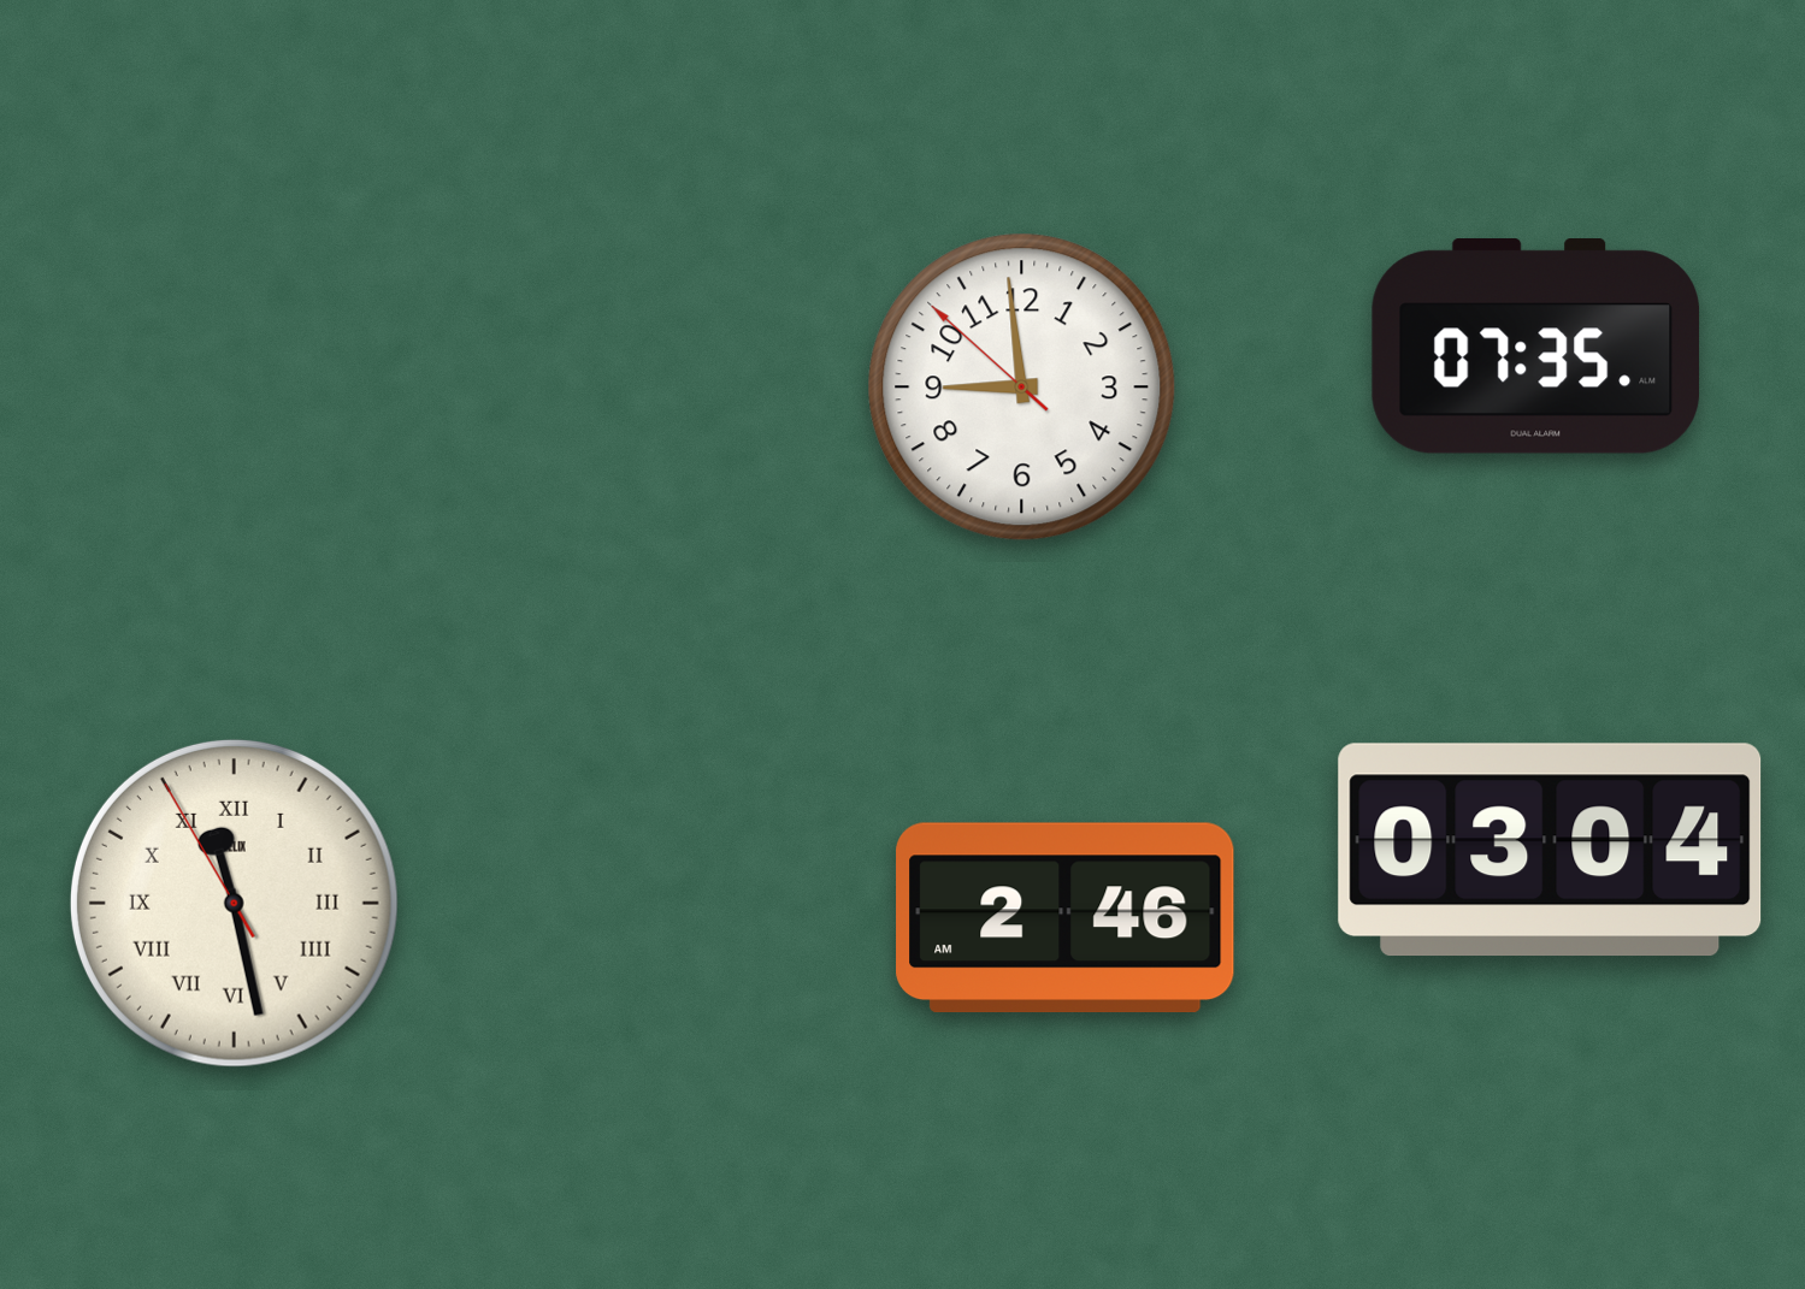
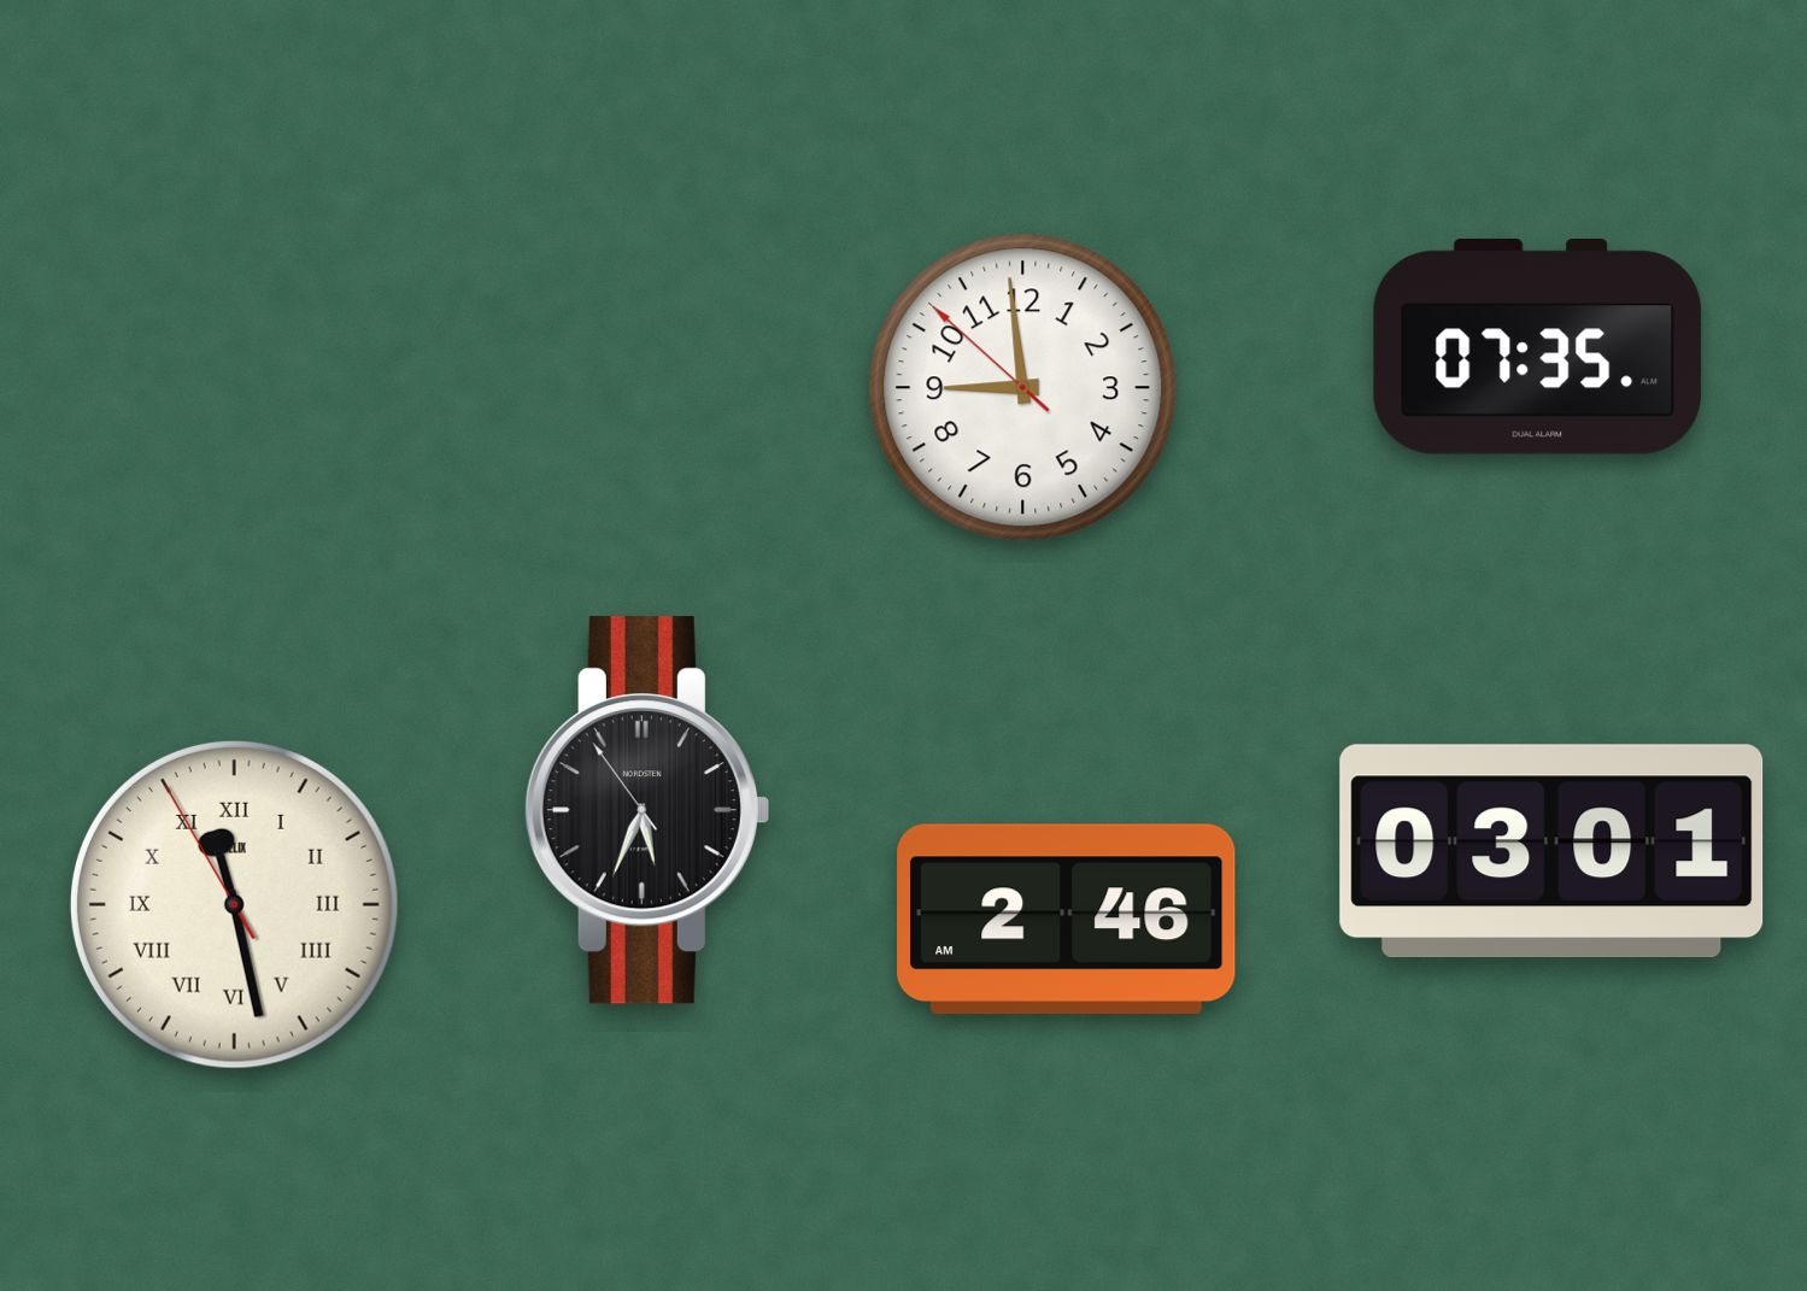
clock at (646, 810): none -> 5:33
clock at (1550, 850): 03:04 -> 03:01
